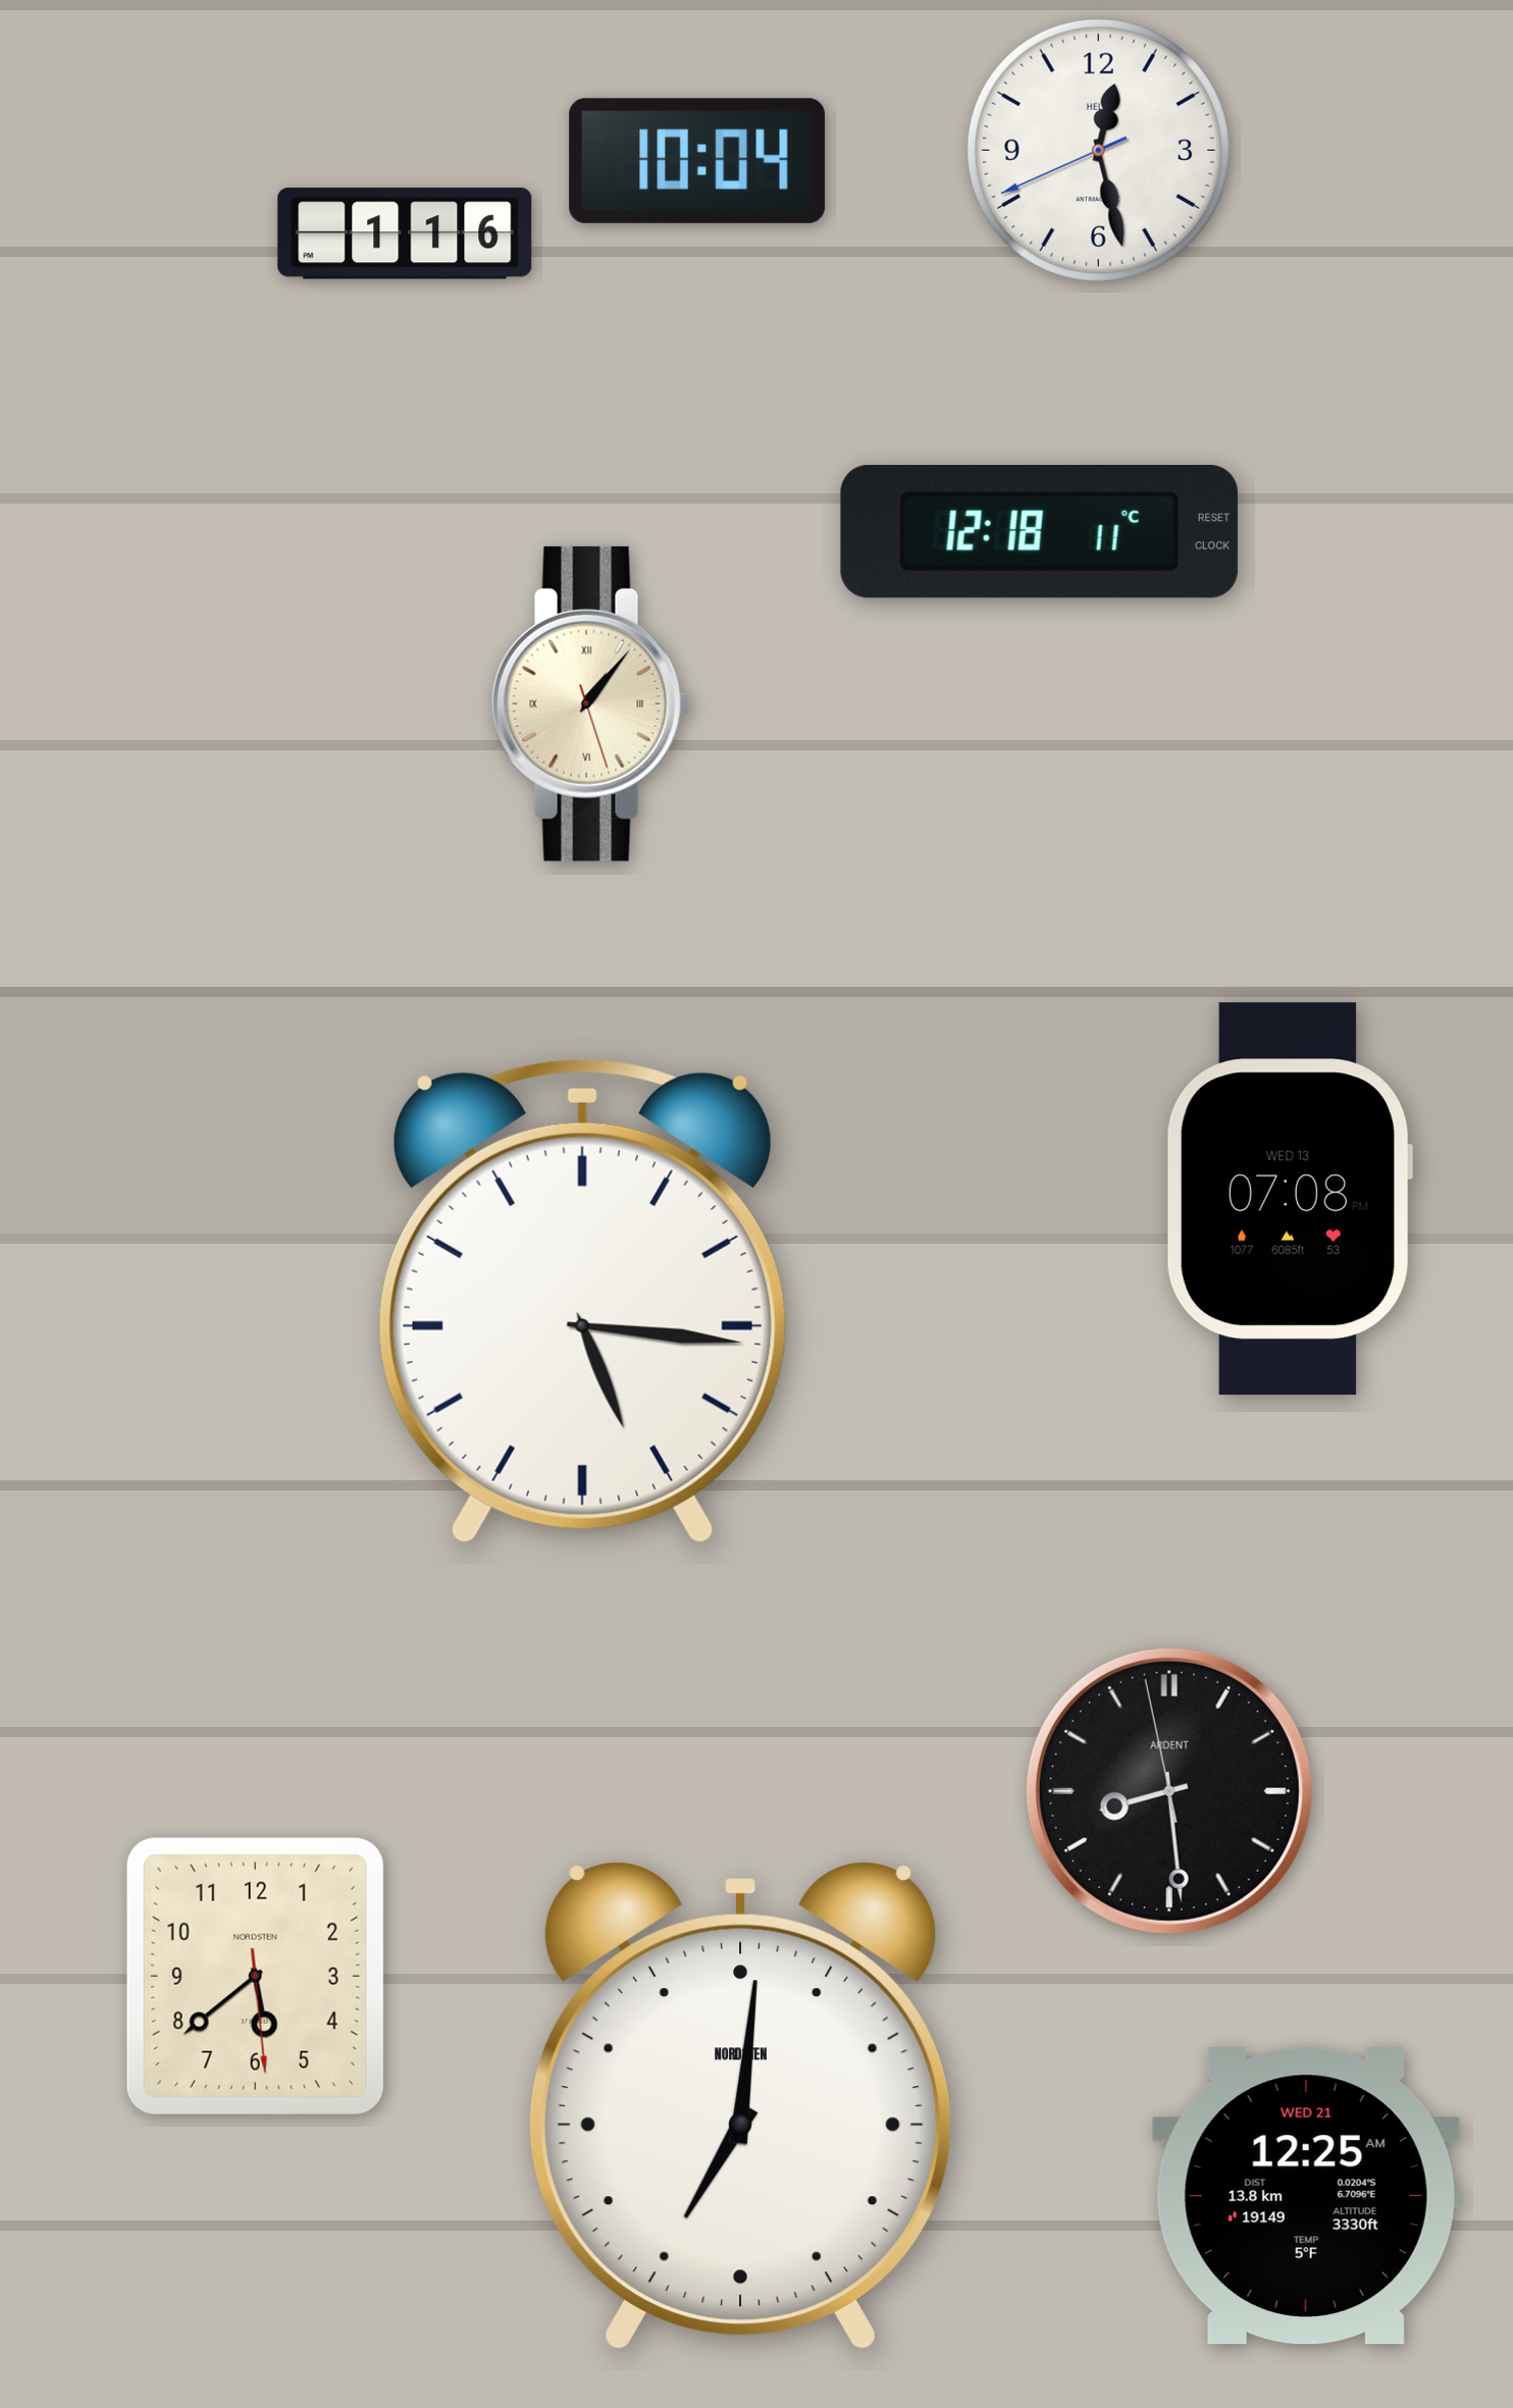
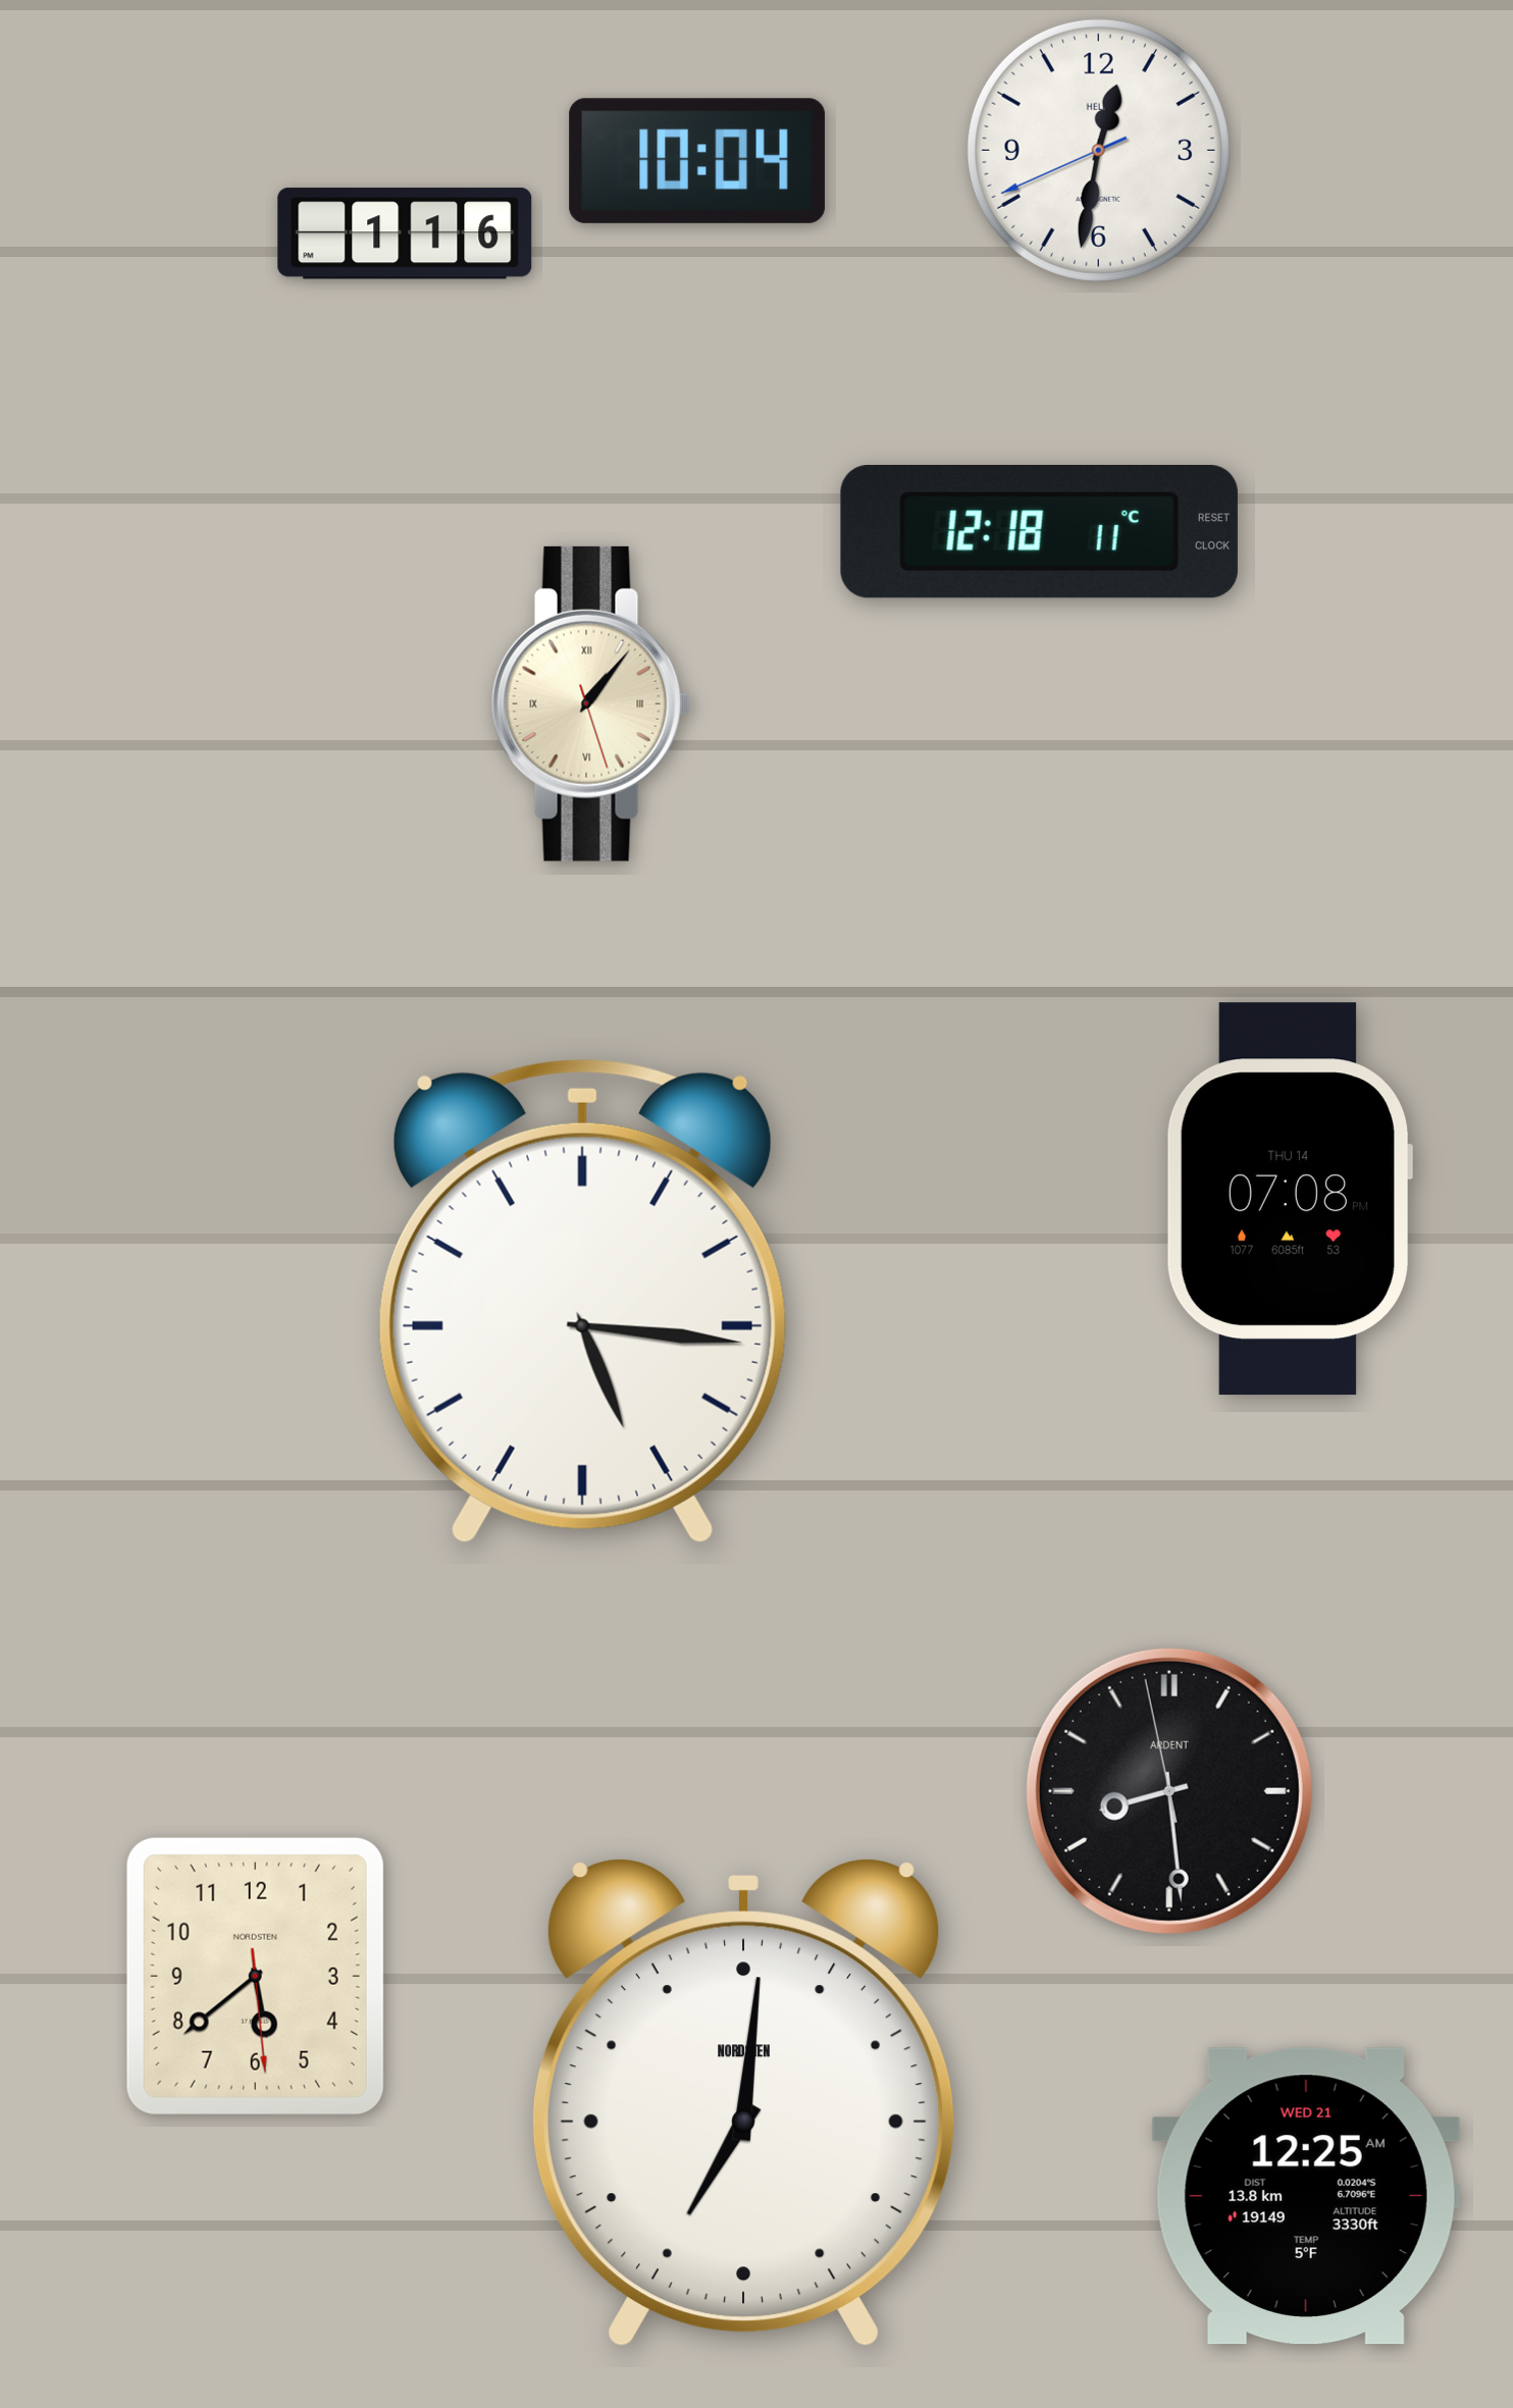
clock at (1098, 150): 12:27 -> 12:31
clock at (1289, 1199) date: WED 13 -> THU 14
clock at (740, 2106) position: (740, 2106) -> (743, 2103)
